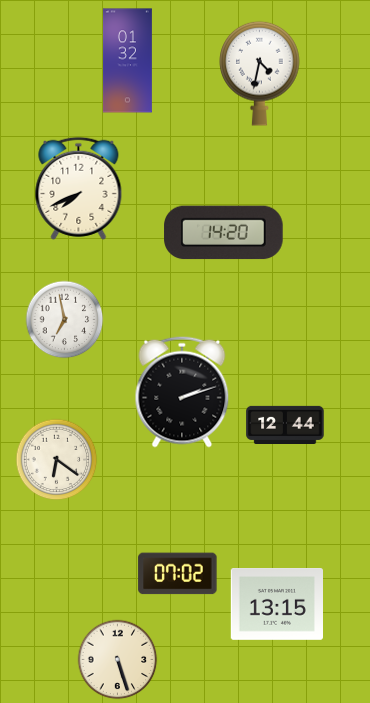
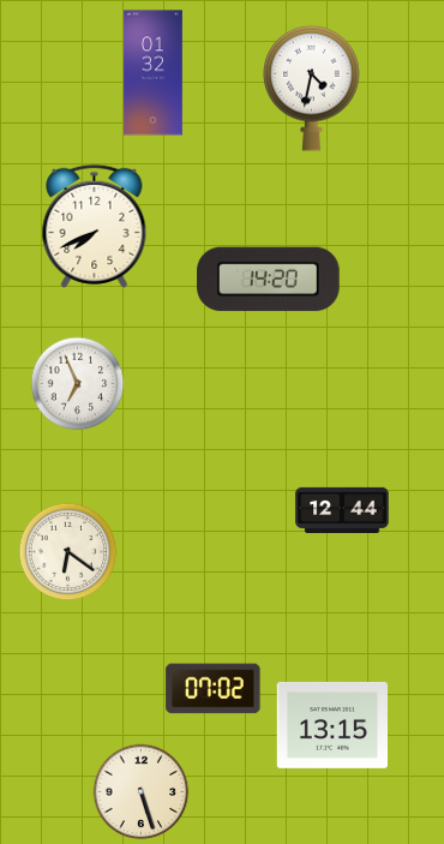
clock at (65, 320): 6:58 -> 6:56
clock at (182, 392): 2:12 -> none
